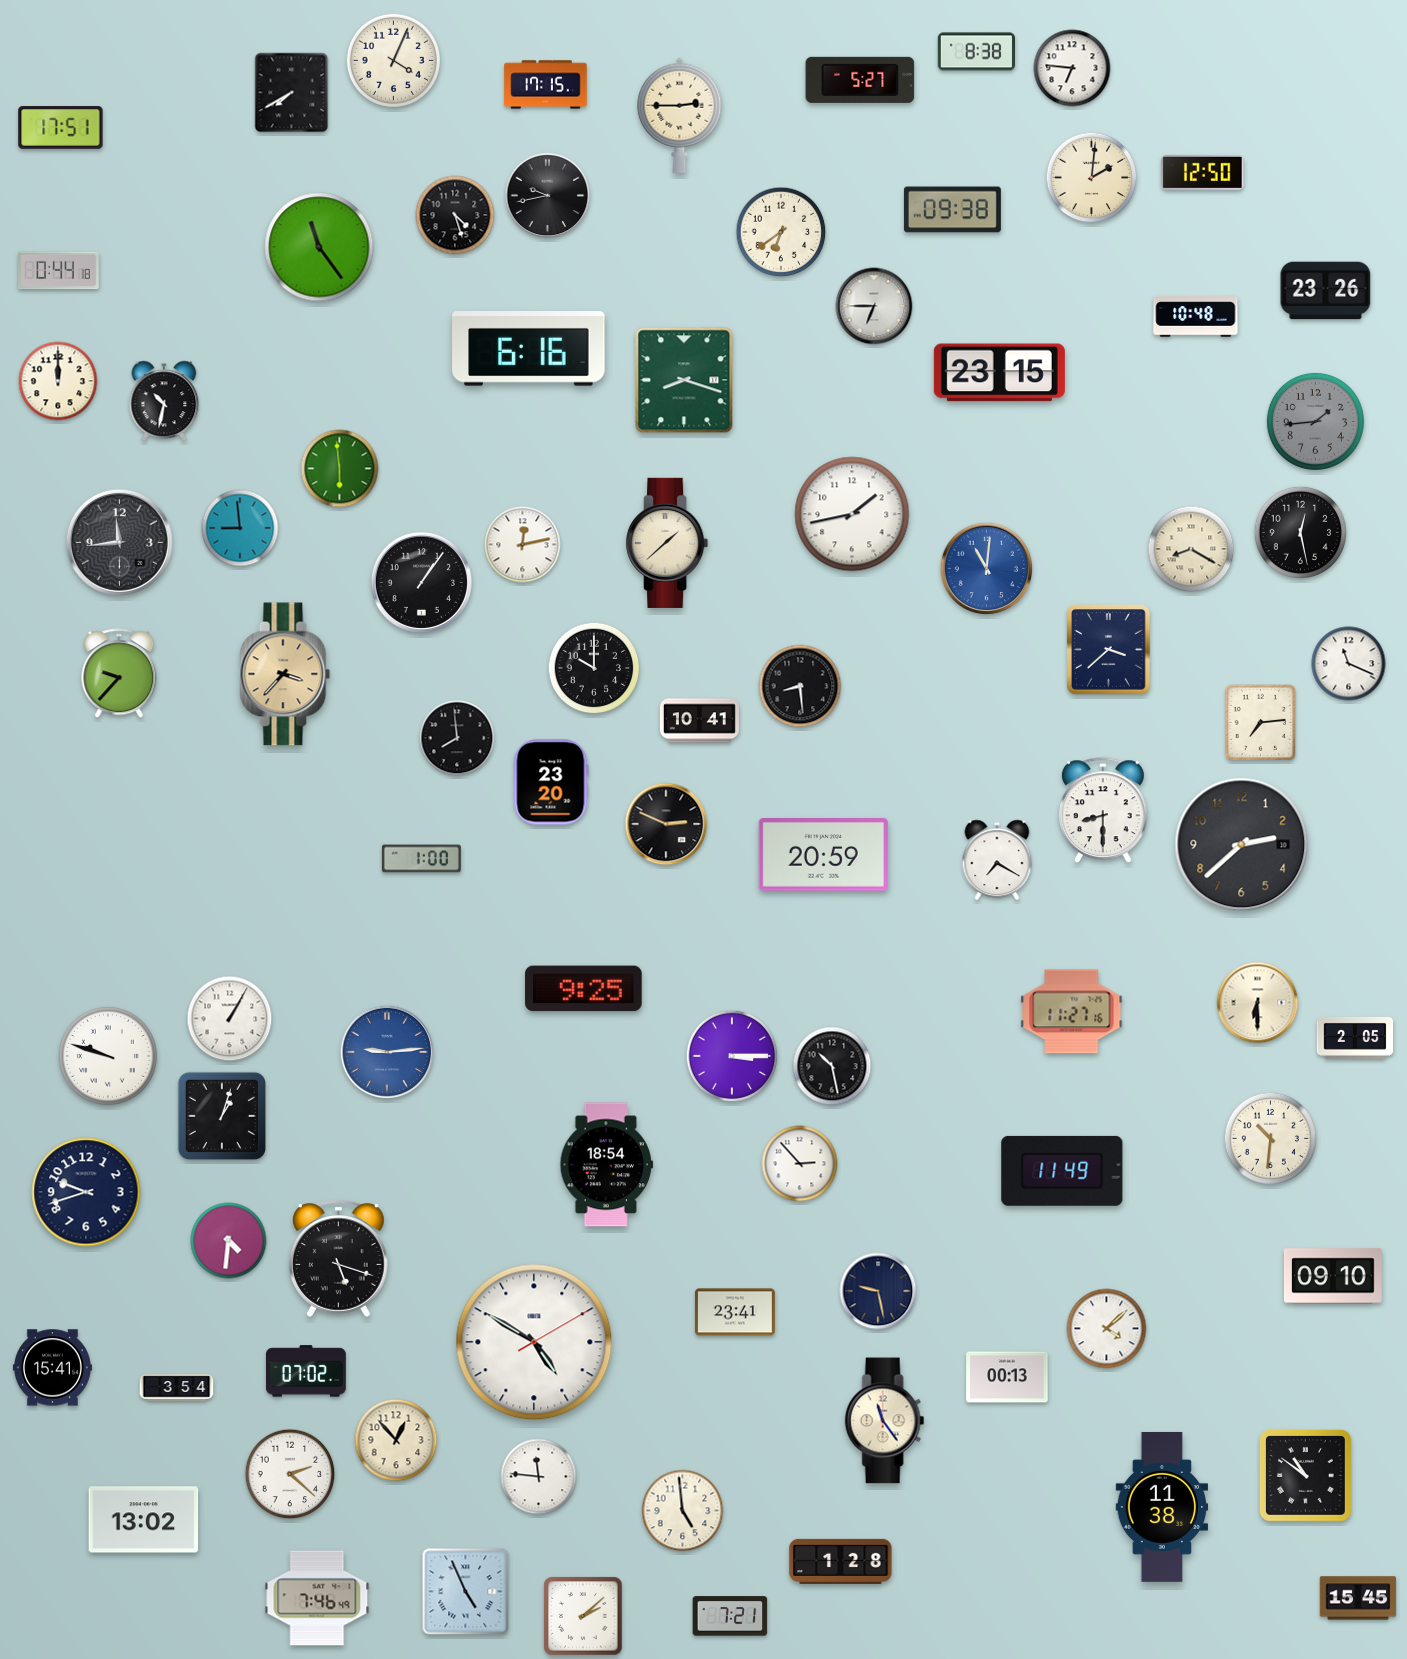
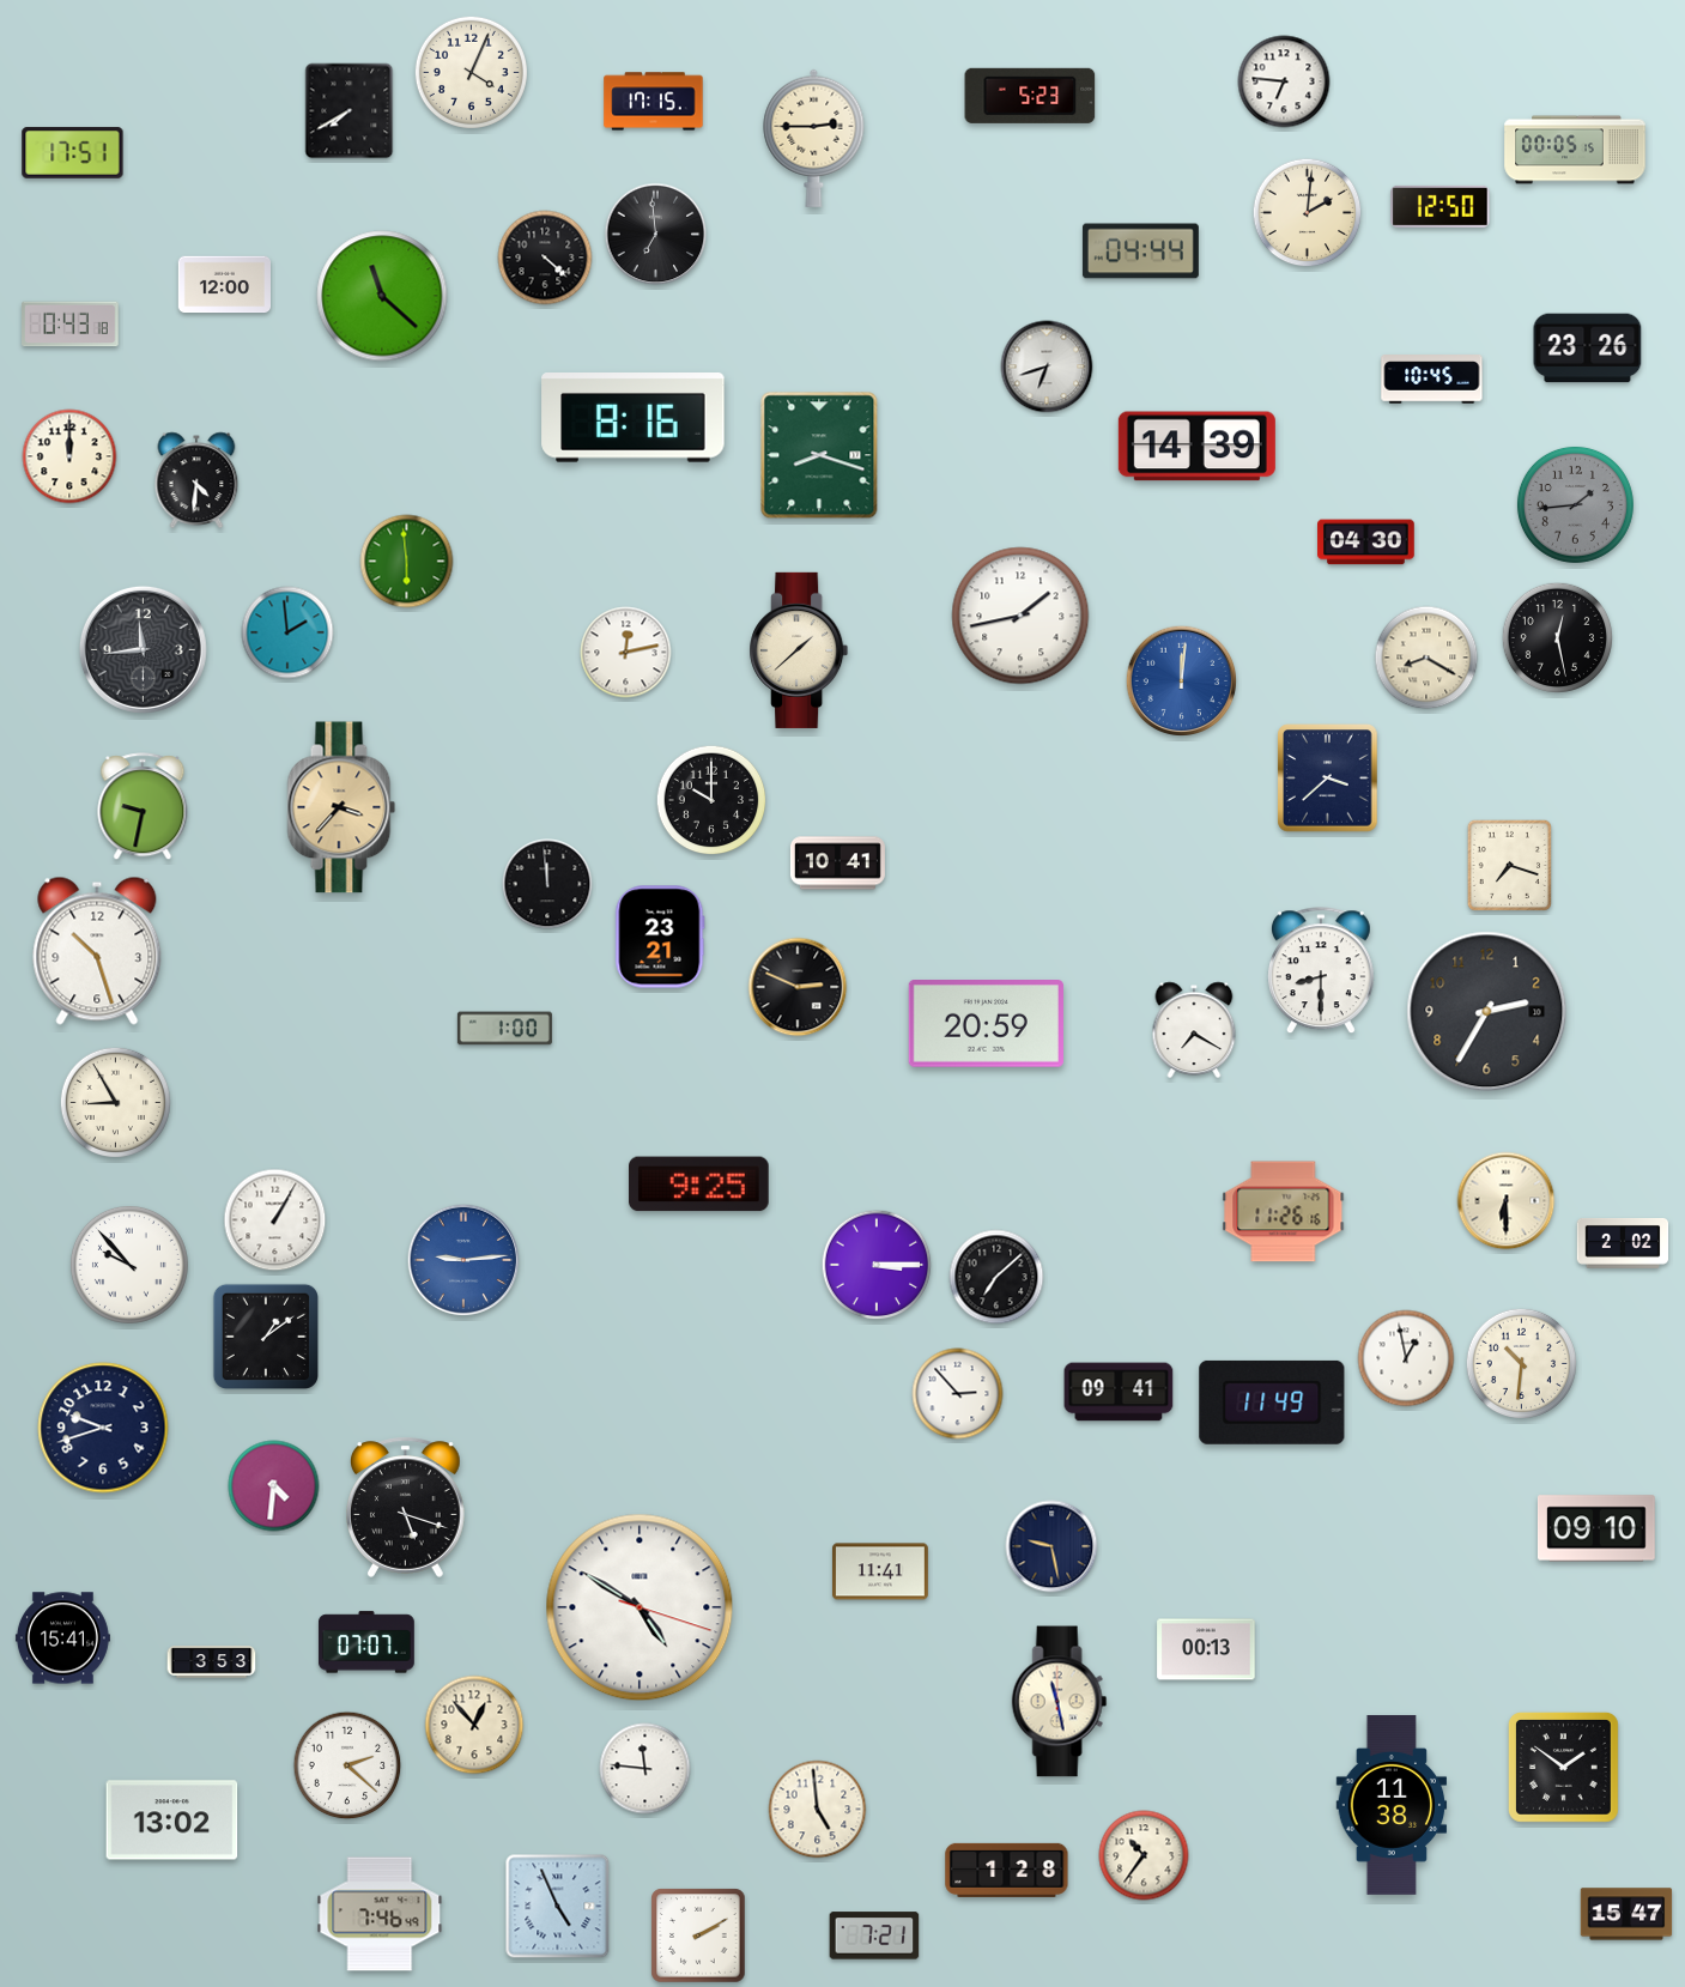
clock at (976, 52): 8:38 -> none
clock at (860, 80): 5:27 -> 5:23
clock at (1575, 150): none -> 00:05
clock at (548, 196): 9:43 -> 6:59
clock at (952, 210): 09:38 -> 04:44
clock at (455, 215): 4:27 -> 4:22
clock at (781, 232): 6:39 -> none
clock at (224, 285): none -> 12:00
clock at (319, 247): 11:24 -> 11:22
clock at (59, 271): 0:44 -> 0:43
clock at (874, 306): 6:45 -> 6:42
clock at (1196, 317): 10:48 -> 10:45
clock at (529, 349): 6:16 -> 8:16
clock at (999, 373): 23:15 -> 14:39
clock at (164, 401): 10:32 -> 4:31
clock at (1366, 543): none -> 04:30
clock at (240, 528): 8:59 -> 1:59
clock at (987, 569): 11:01 -> 12:01
clock at (421, 582): 1:06 -> none
clock at (1349, 664): 11:19 -> none
clock at (119, 674): 9:37 -> 9:32
clock at (800, 686): 8:29 -> none
clock at (1260, 722): 7:14 -> 7:18
clock at (457, 738): 7:59 -> 11:59
clock at (551, 782): 23:20 -> 23:21
clock at (97, 951): none -> 10:27
clock at (1242, 845): 2:38 -> 2:35
clock at (116, 1103): none -> 8:55
clock at (1072, 1012): 11:27 -> 11:26
clock at (1355, 1038): 2:05 -> 2:02
clock at (108, 1056): 9:48 -> 9:53
clock at (832, 1066): 10:28 -> 7:08
clock at (221, 1115): 1:03 -> 1:09
clock at (1406, 1358): none -> 12:58
clock at (1119, 1392): none -> 09:41
clock at (607, 1165): 18:54 -> none
clock at (735, 1312): 23:41 -> 11:41
clock at (1107, 1329): 4:08 -> none
clock at (534, 1342): 4:50:10 -> 4:50:18
clock at (306, 1371): 07:02 -> 07:07
clock at (177, 1388): 3:54 -> 3:53
clock at (885, 1421): 11:24 -> 11:28
clock at (1305, 1475): 10:51 -> 1:51
clock at (1144, 1855): none -> 10:36
clock at (1358, 1598): 15:45 -> 15:47
clock at (583, 1616): 2:08 -> 2:10
